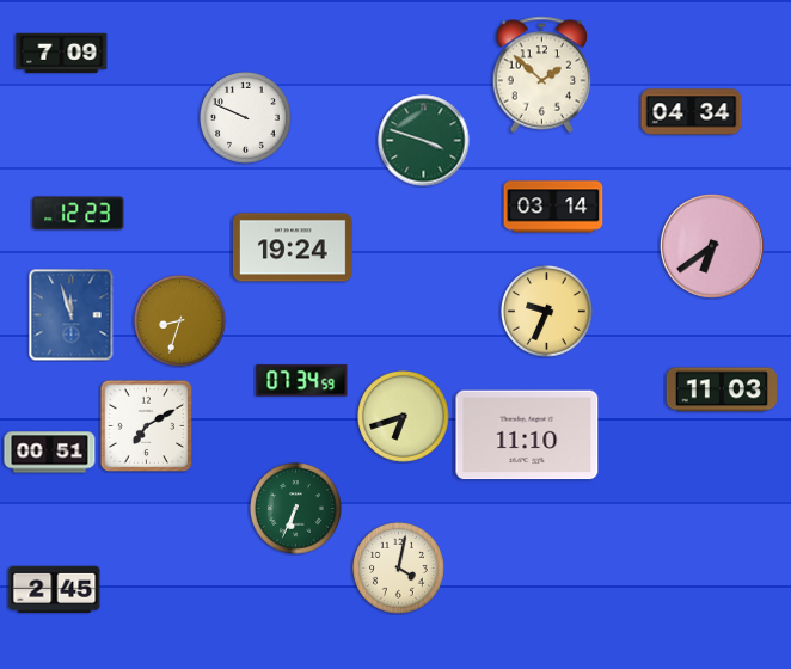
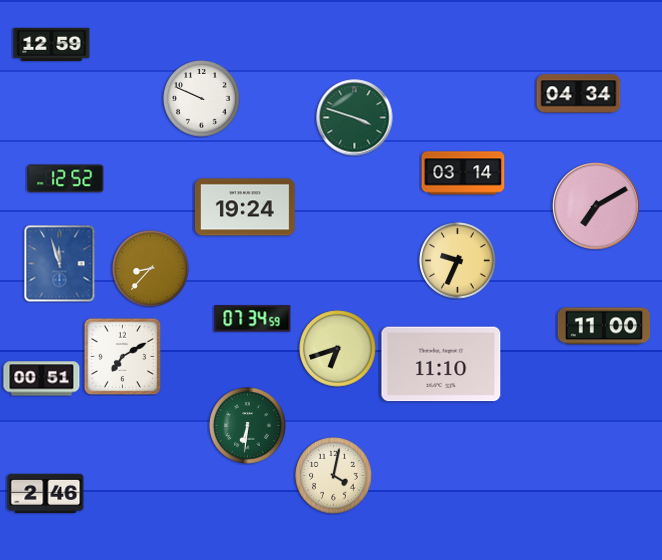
clock at (62, 54): 7:09 -> 12:59
clock at (542, 75): 1:52 -> none
clock at (246, 118) position: (246, 118) -> (202, 99)
clock at (79, 214): 12:23 -> 12:52
clock at (712, 246): 6:39 -> 7:10
clock at (180, 321): 8:33 -> 8:37
clock at (721, 389): 11:03 -> 11:00
clock at (296, 509): 6:34 -> 6:31
clock at (55, 590): 2:45 -> 2:46
